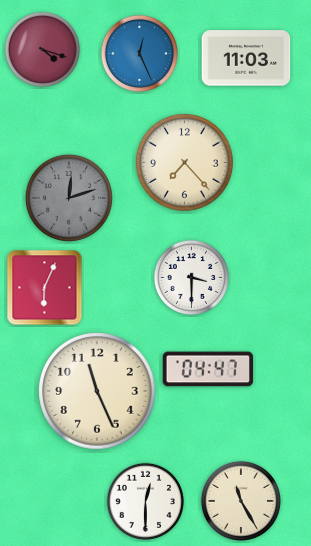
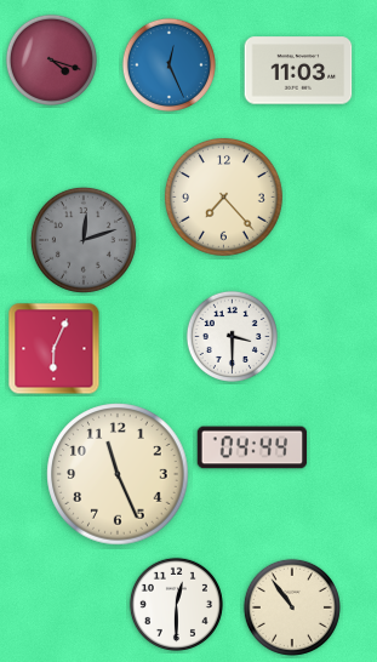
clock at (208, 369): 04:47 -> 04:44
clock at (145, 501) position: (145, 501) -> (176, 604)
clock at (241, 501): 11:25 -> 10:54
